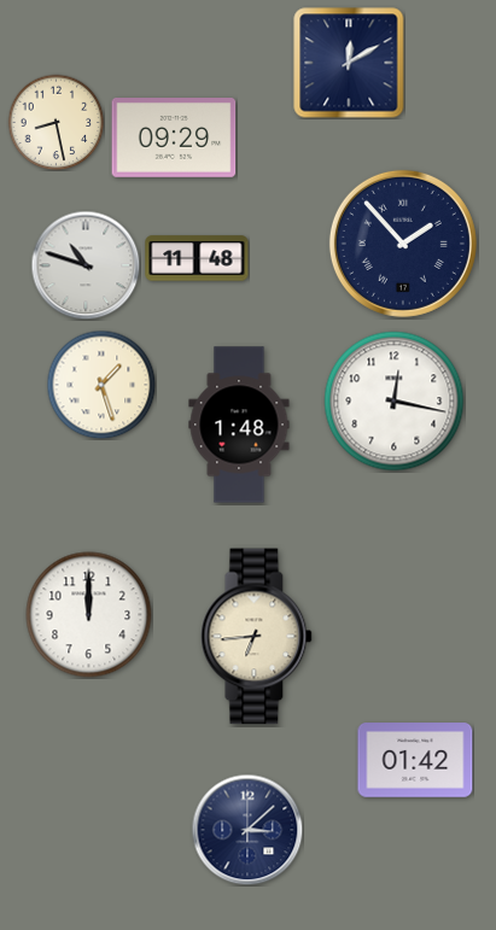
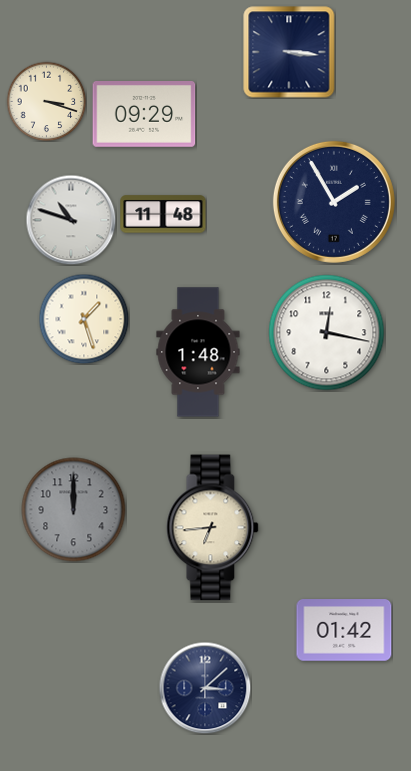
clock at (349, 63): 12:10 -> 3:16
clock at (56, 122): 8:28 -> 3:18
clock at (403, 244): 1:53 -> 1:55
clock at (89, 615) dial: white -> grey
